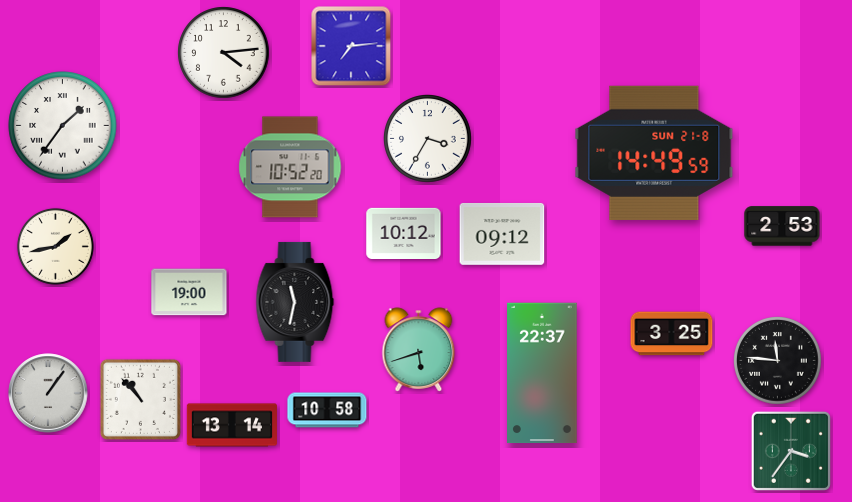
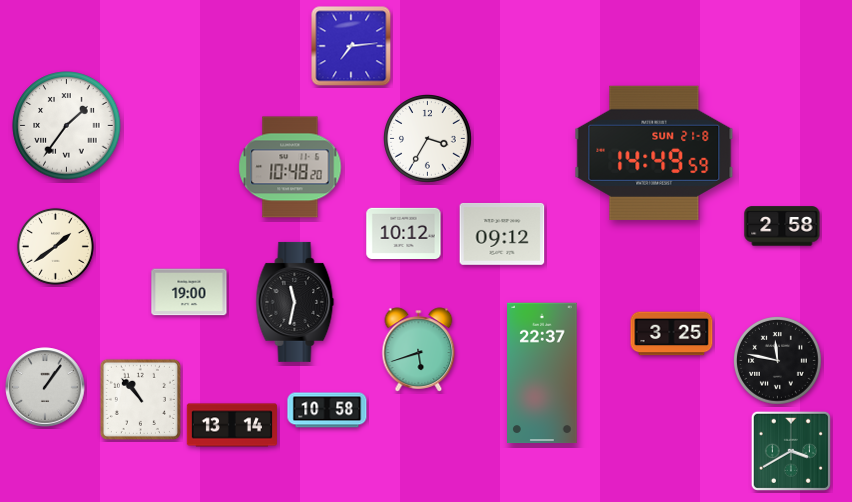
clock at (224, 53): 4:14 -> none
clock at (63, 126) position: (63, 126) -> (67, 126)
clock at (290, 167): 10:52 -> 10:48
clock at (782, 226): 2:53 -> 2:58
clock at (55, 246): 1:43 -> 1:39
clock at (778, 361): 11:46 -> 11:47
clock at (48, 393) position: (48, 393) -> (45, 387)
clock at (791, 451): 3:36 -> 3:40
